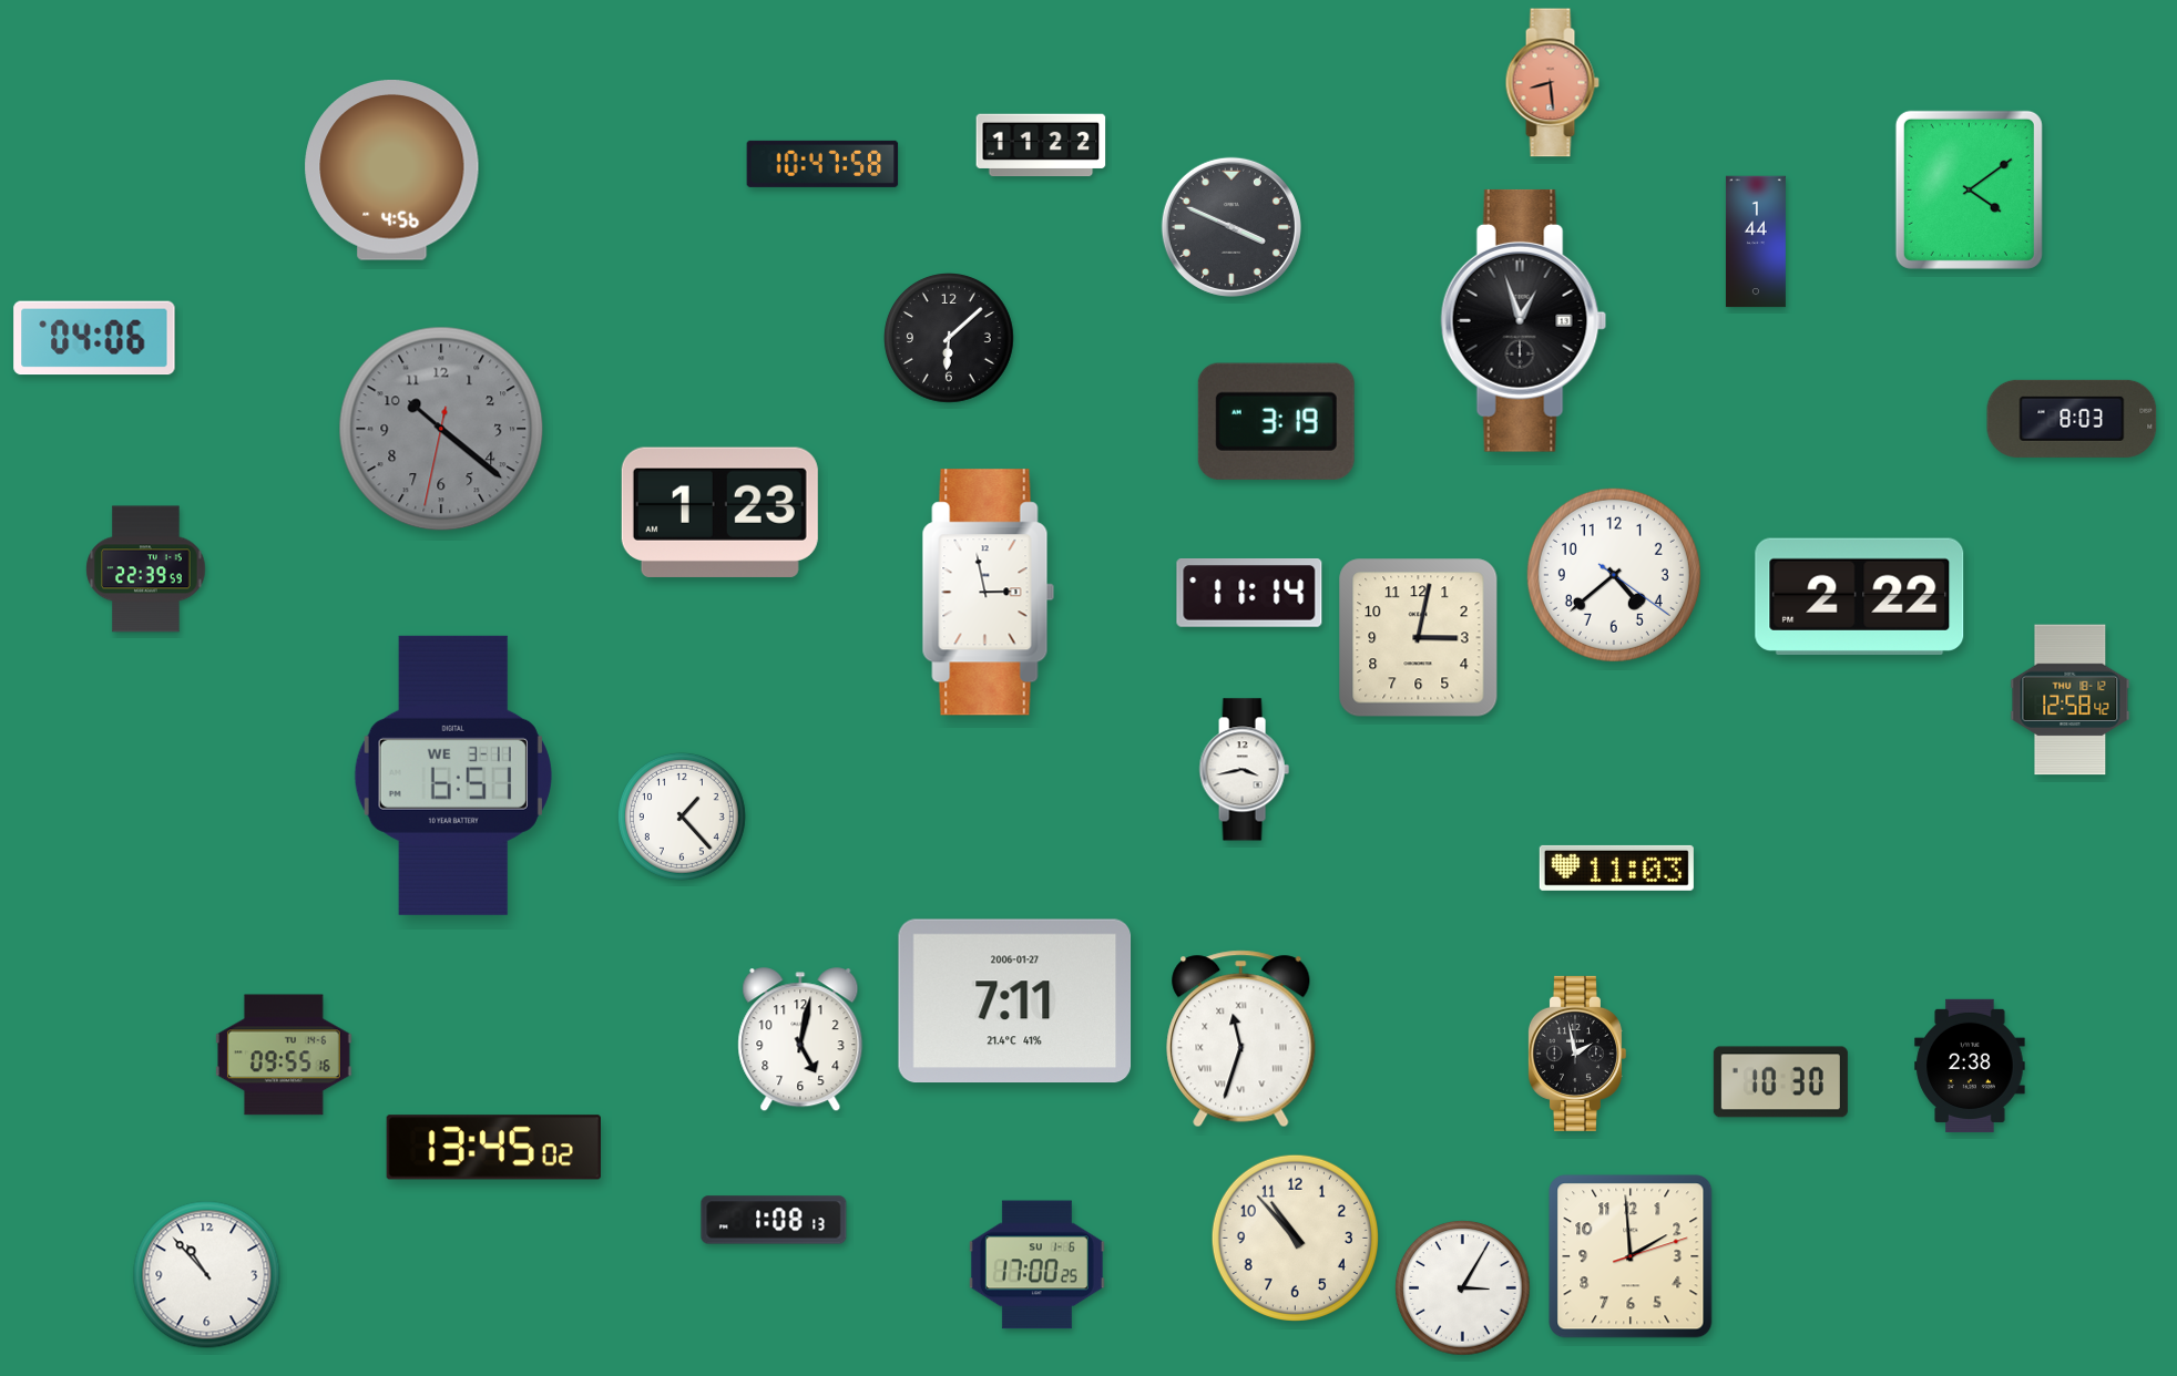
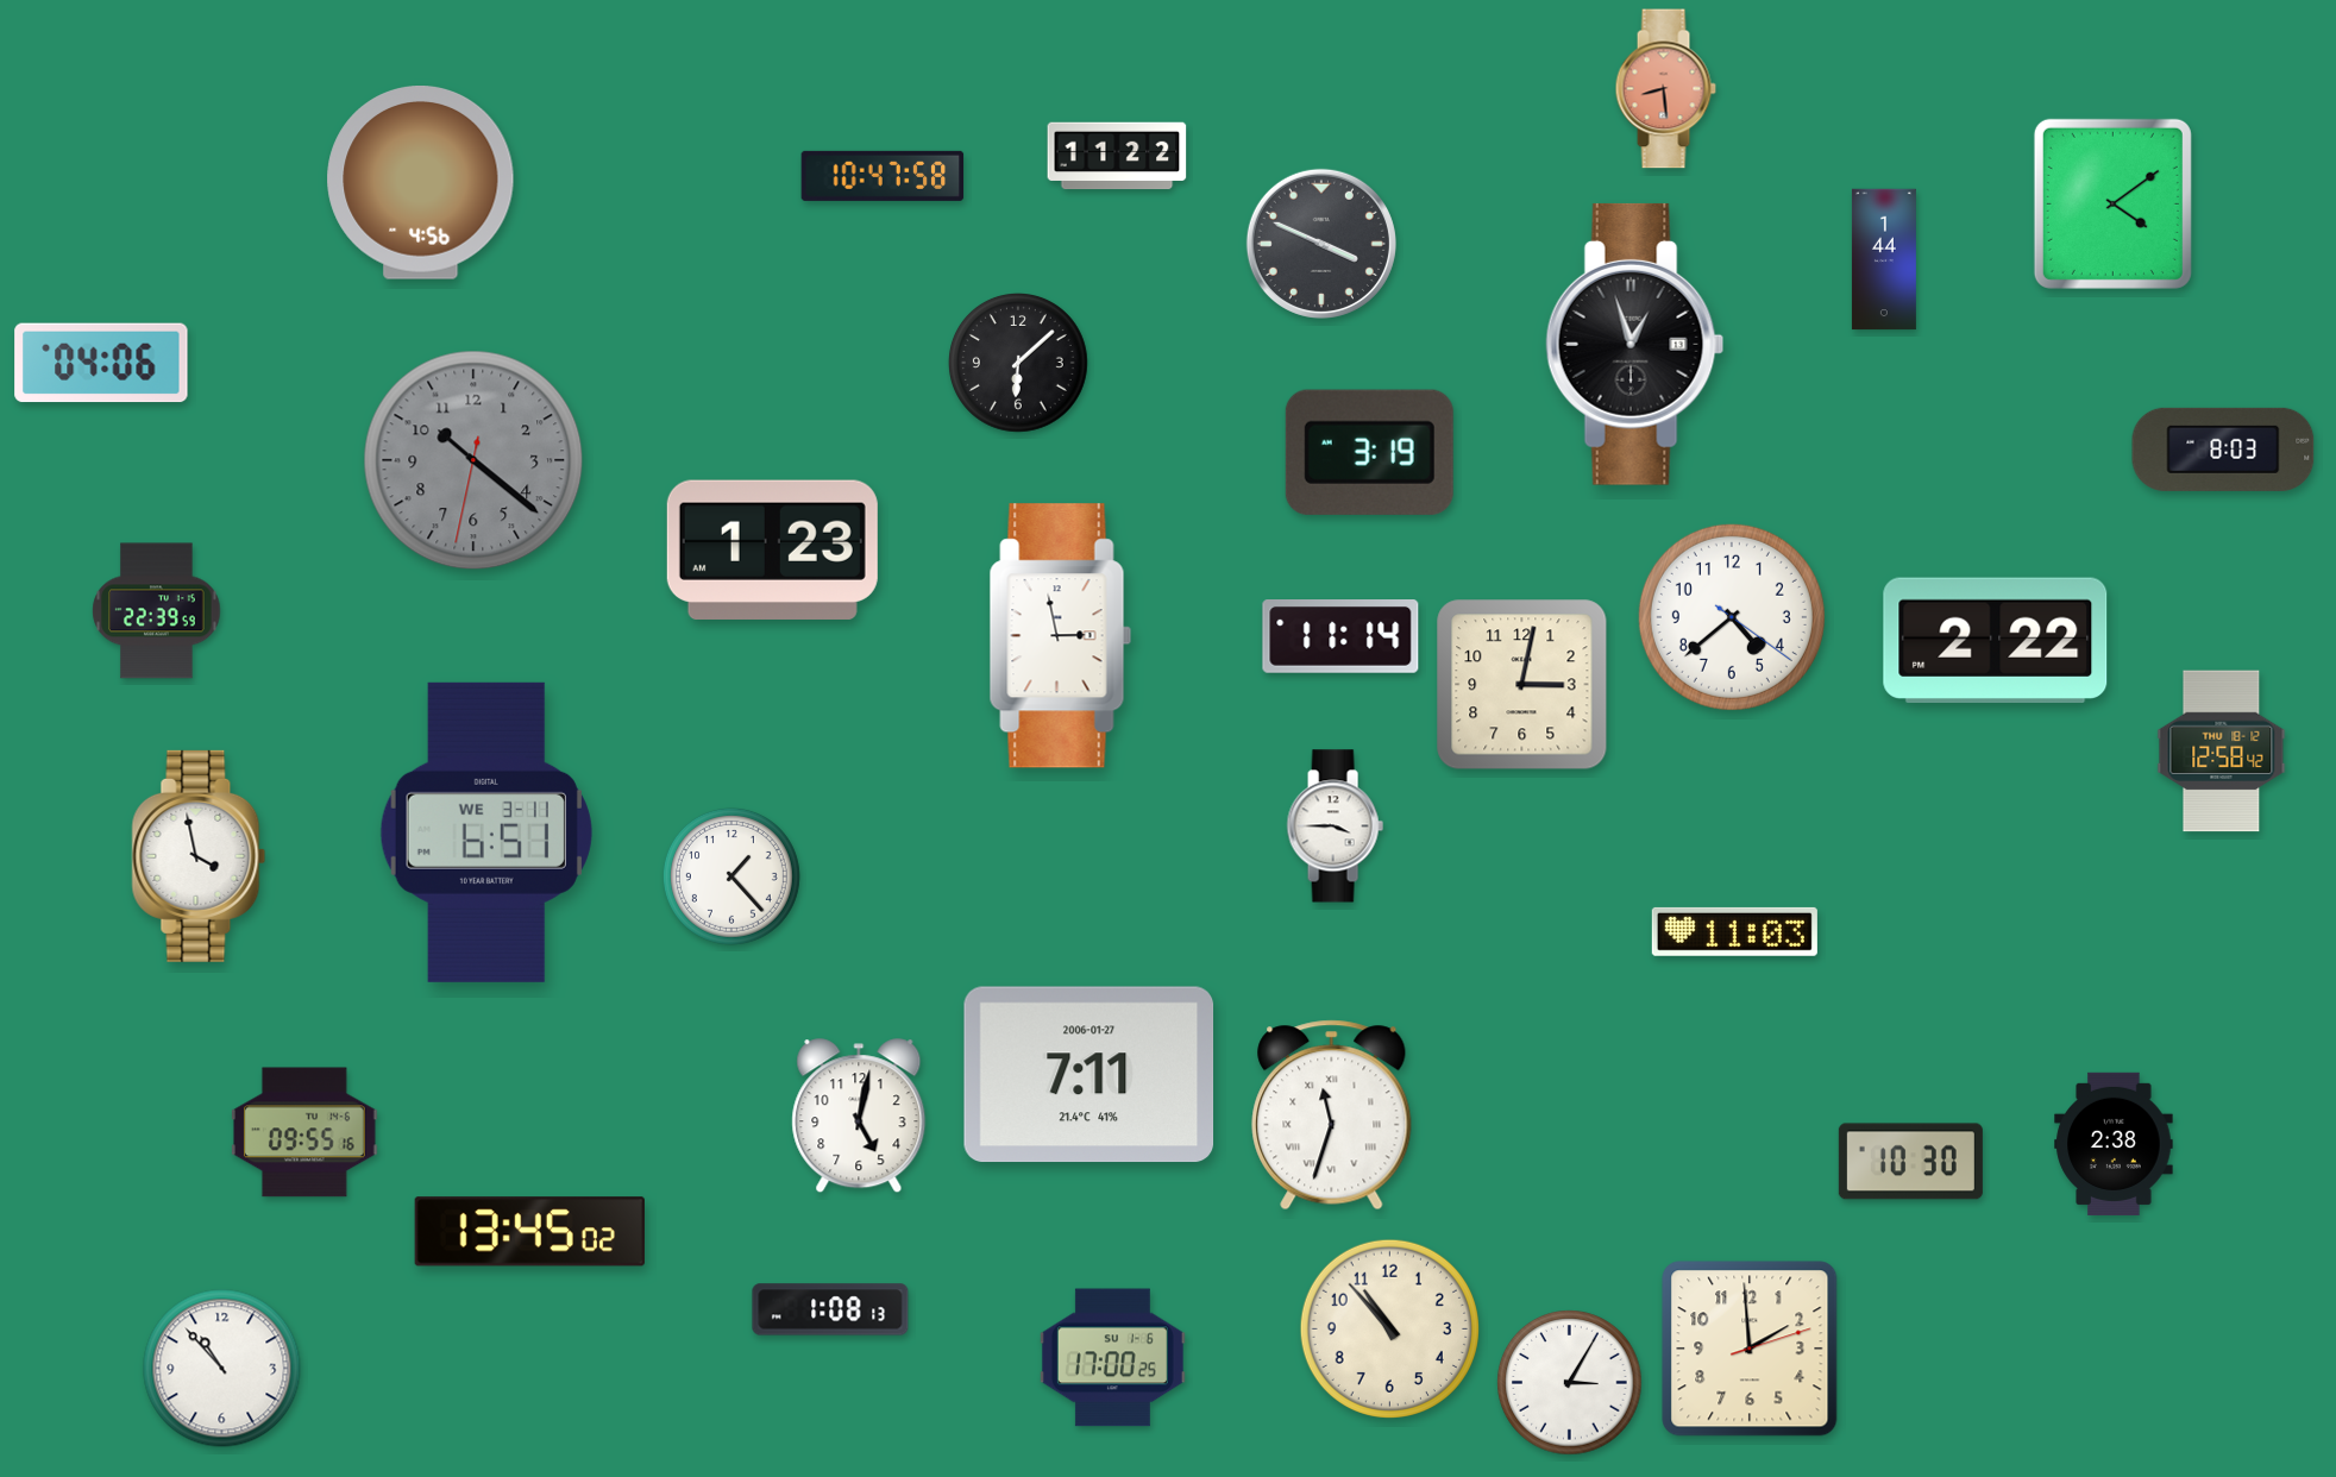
clock at (1244, 770): 3:43 -> 3:45
clock at (199, 856): none -> 3:58
clock at (1576, 1054): 1:58 -> none
